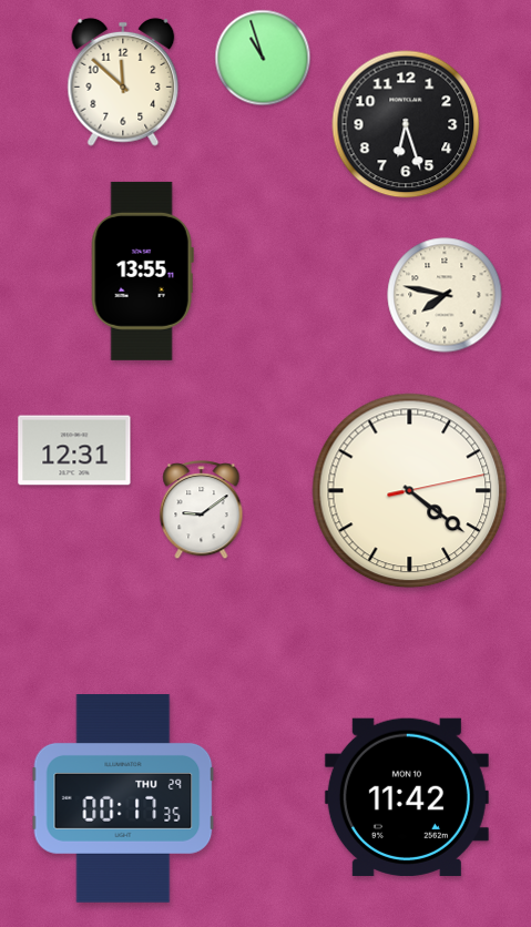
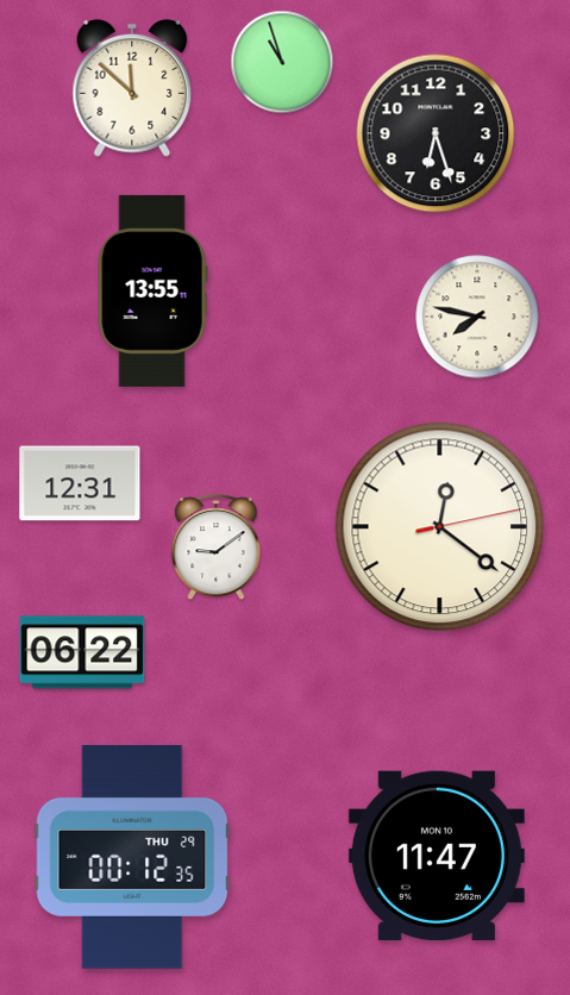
clock at (410, 491): 4:21 -> 12:21
clock at (82, 652): none -> 06:22
clock at (407, 796): 11:42 -> 11:47
clock at (123, 799): 00:17 -> 00:12
